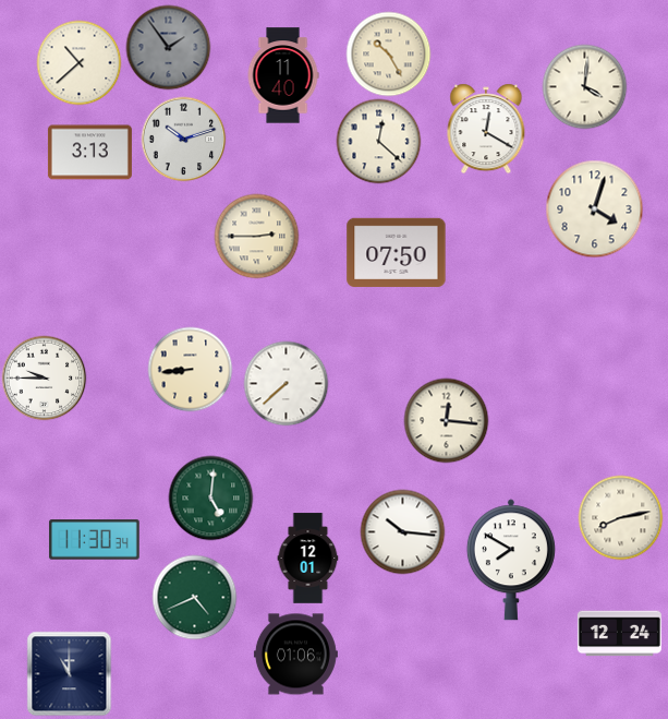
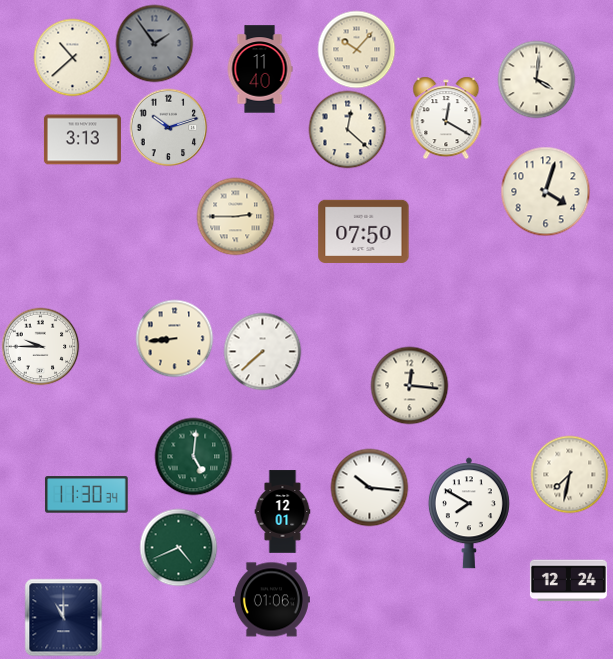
clock at (388, 53): 10:25 -> 10:07
clock at (620, 517): 8:13 -> 7:32
